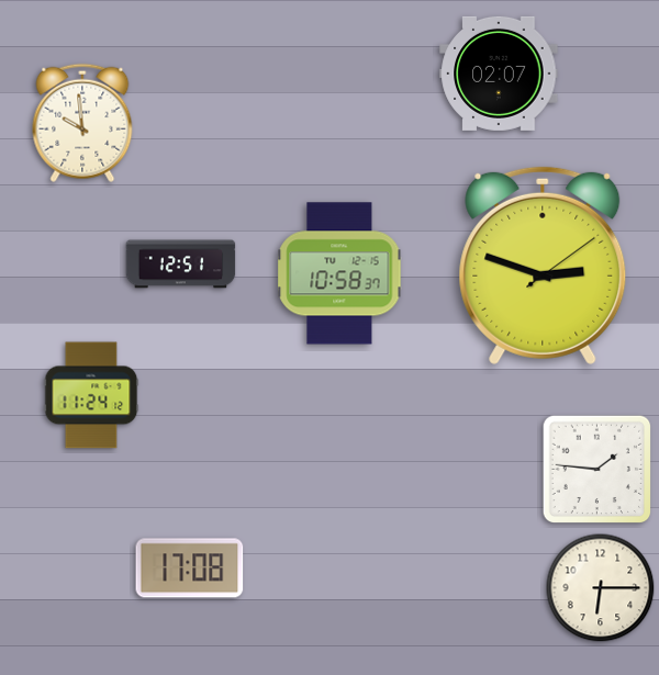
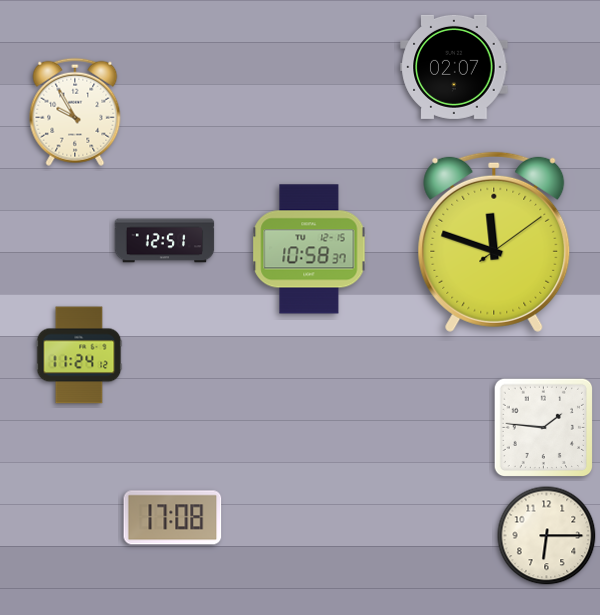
clock at (82, 123): 9:59 -> 9:55
clock at (543, 266): 2:48 -> 11:48
clock at (91, 395) position: (91, 395) -> (79, 355)
